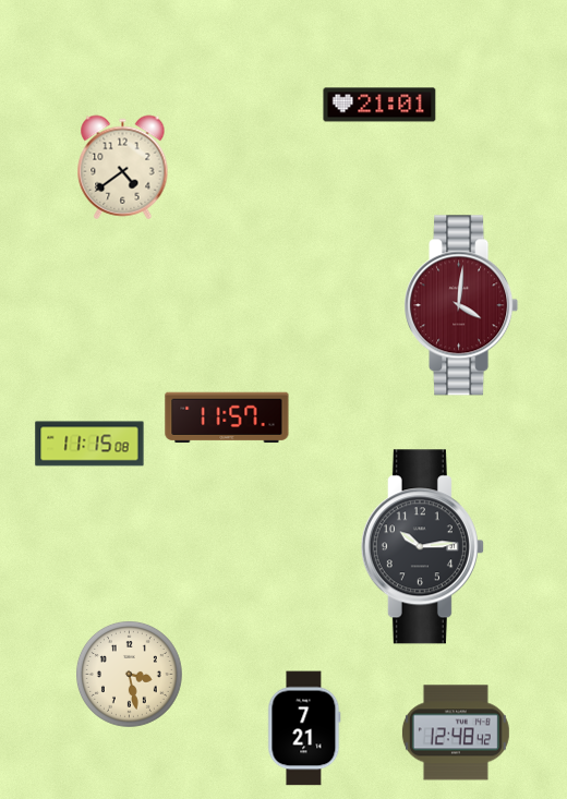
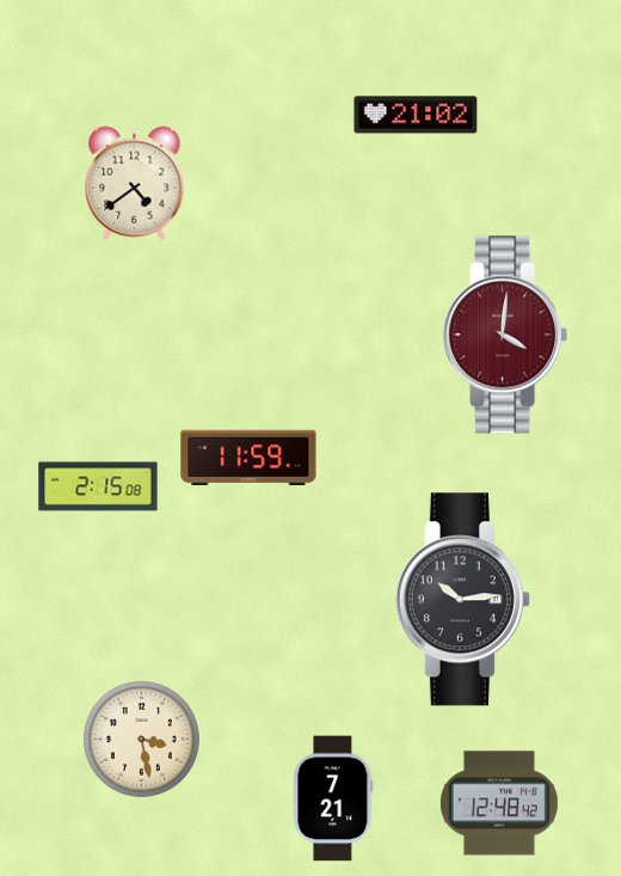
clock at (379, 105): 21:01 -> 21:02
clock at (227, 417): 11:57 -> 11:59
clock at (89, 444): 11:15 -> 2:15
